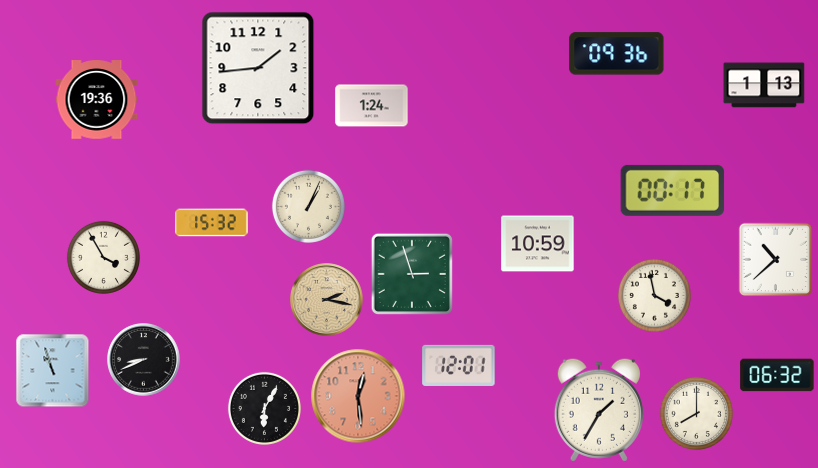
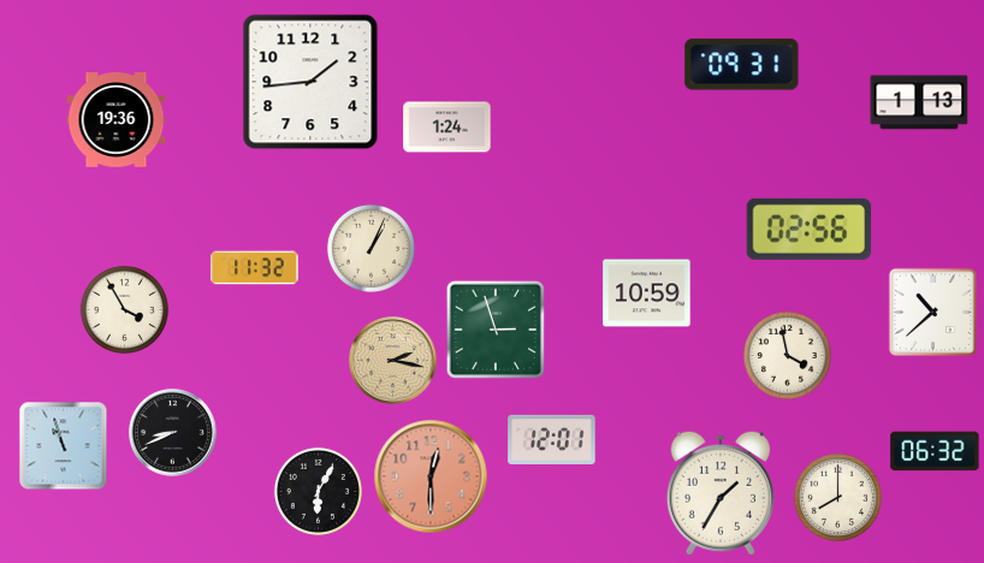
clock at (617, 54): 09:36 -> 09:31
clock at (673, 190): 00:17 -> 02:56
clock at (212, 223): 15:32 -> 11:32
clock at (358, 396): 12:29 -> 12:30
